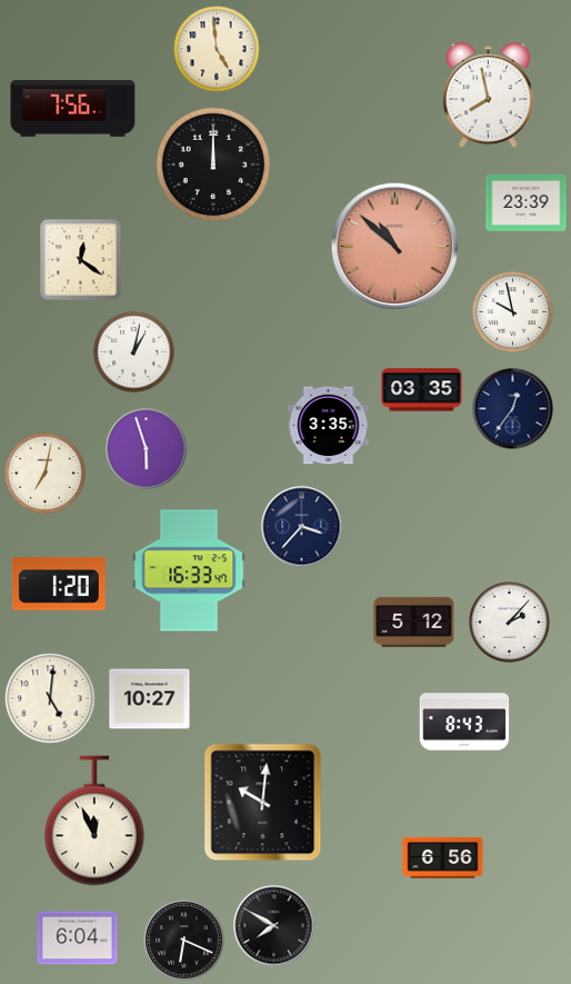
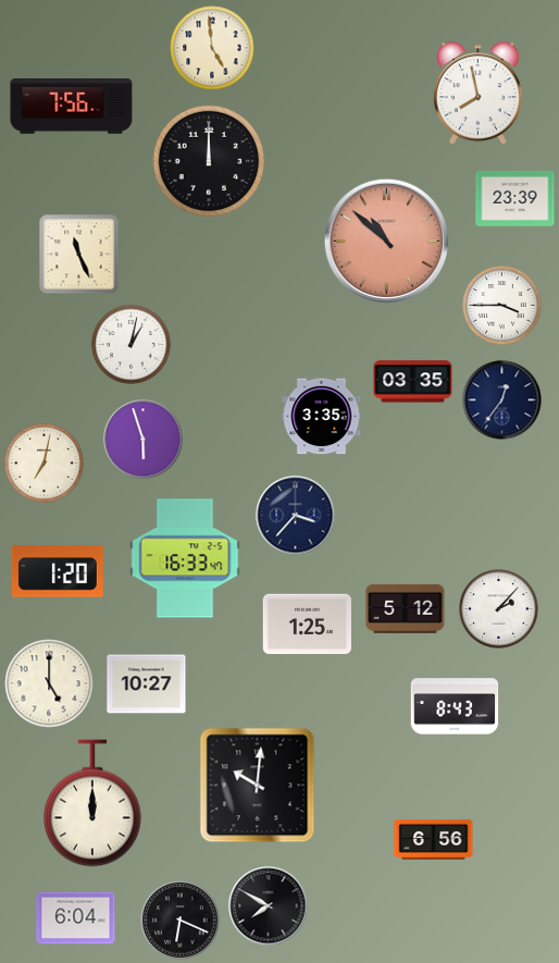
clock at (81, 260): 12:21 -> 11:26
clock at (513, 312): 9:58 -> 3:45
clock at (307, 625): none -> 1:25
clock at (50, 698): 5:01 -> 5:00
clock at (94, 821): 11:56 -> 12:00
